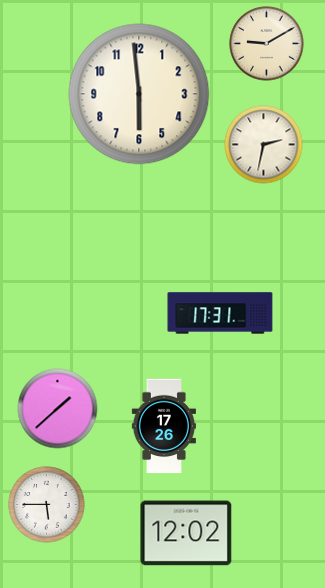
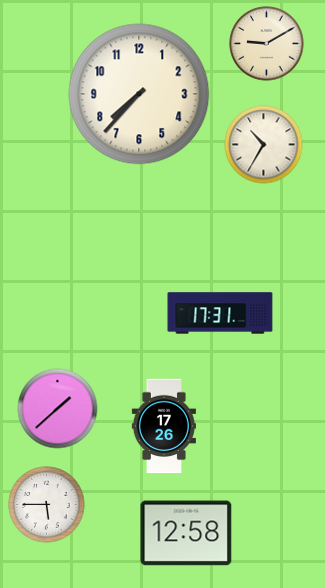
clock at (139, 94): 5:59 -> 7:37
clock at (264, 145): 2:32 -> 10:35
clock at (186, 533): 12:02 -> 12:58
